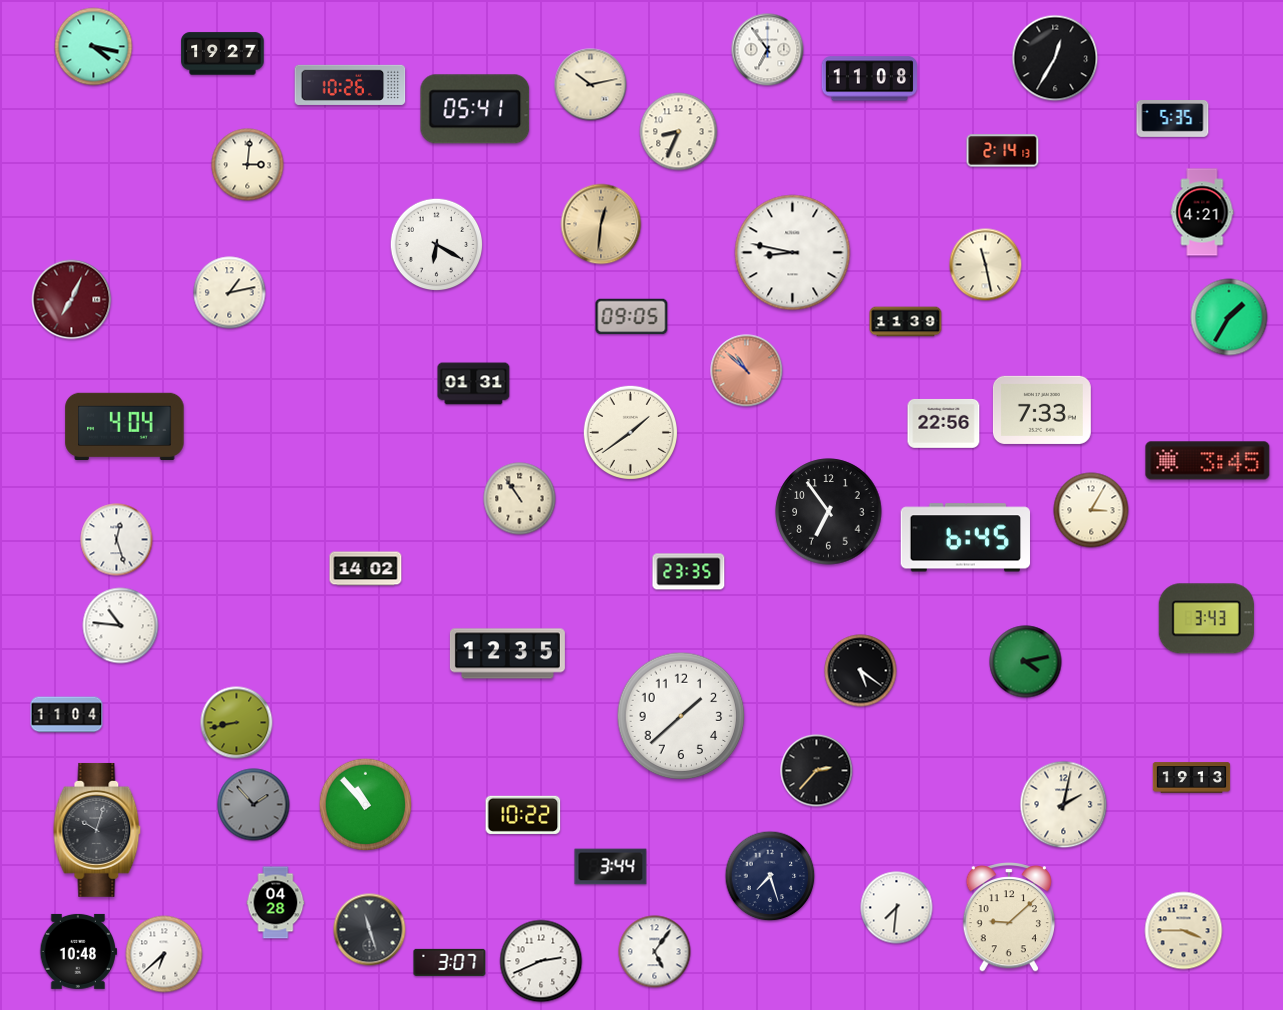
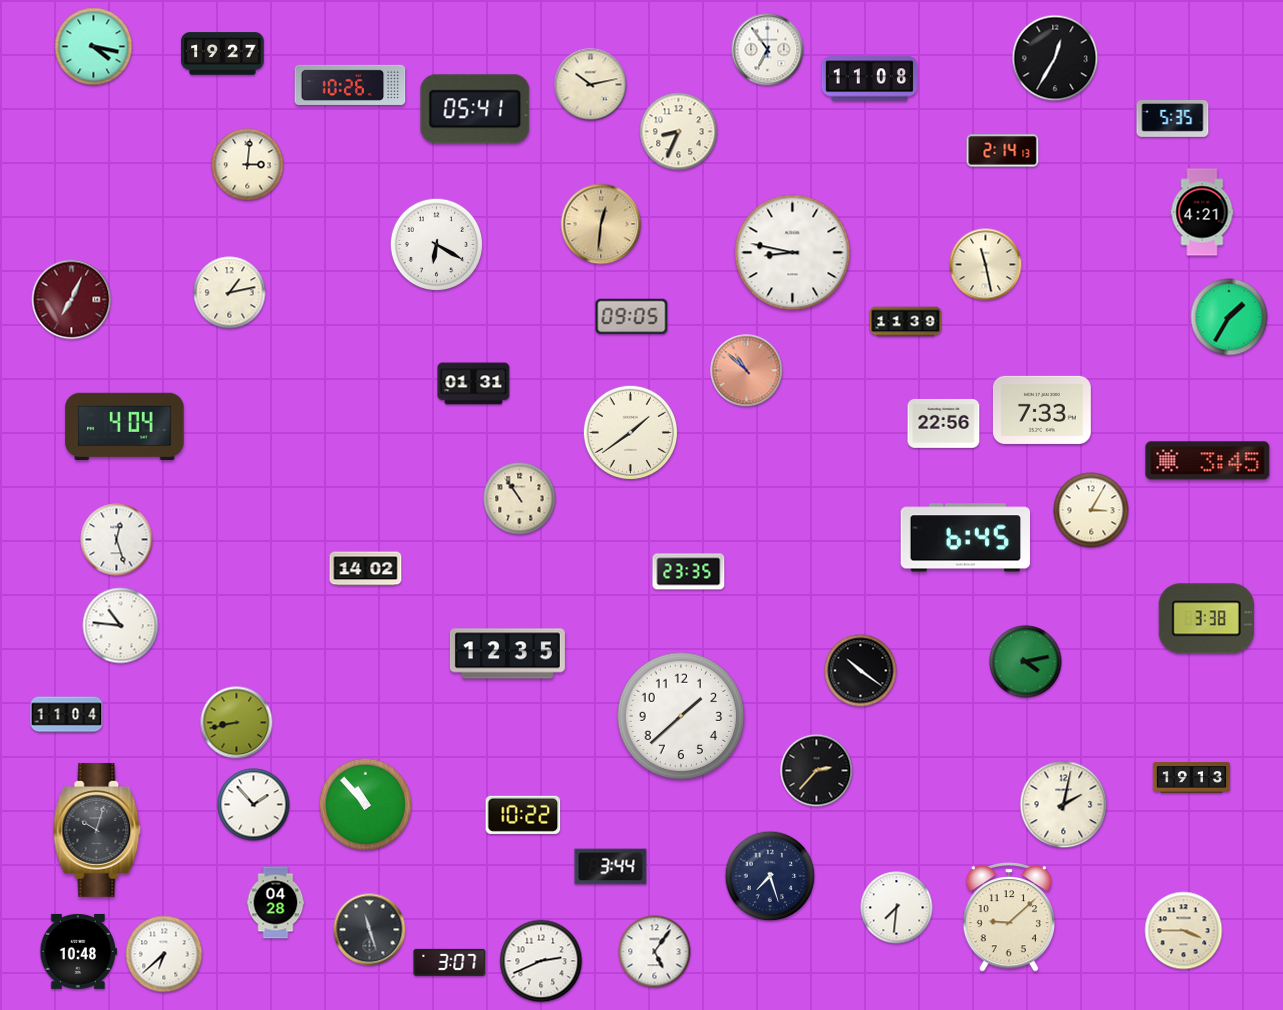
clock at (829, 512): 6:54 -> none
clock at (1206, 619): 3:43 -> 3:38
clock at (861, 671): 5:21 -> 10:21
clock at (254, 805) dial: grey -> white
